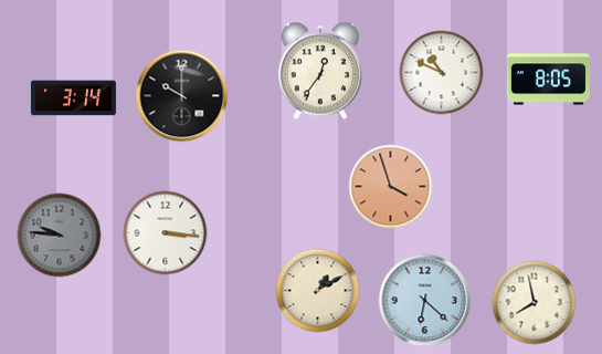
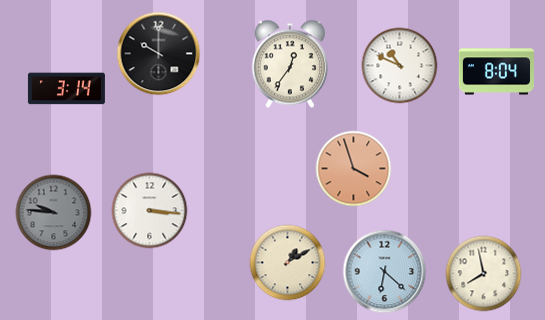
clock at (548, 80): 8:05 -> 8:04
clock at (182, 96) position: (182, 96) -> (159, 54)
